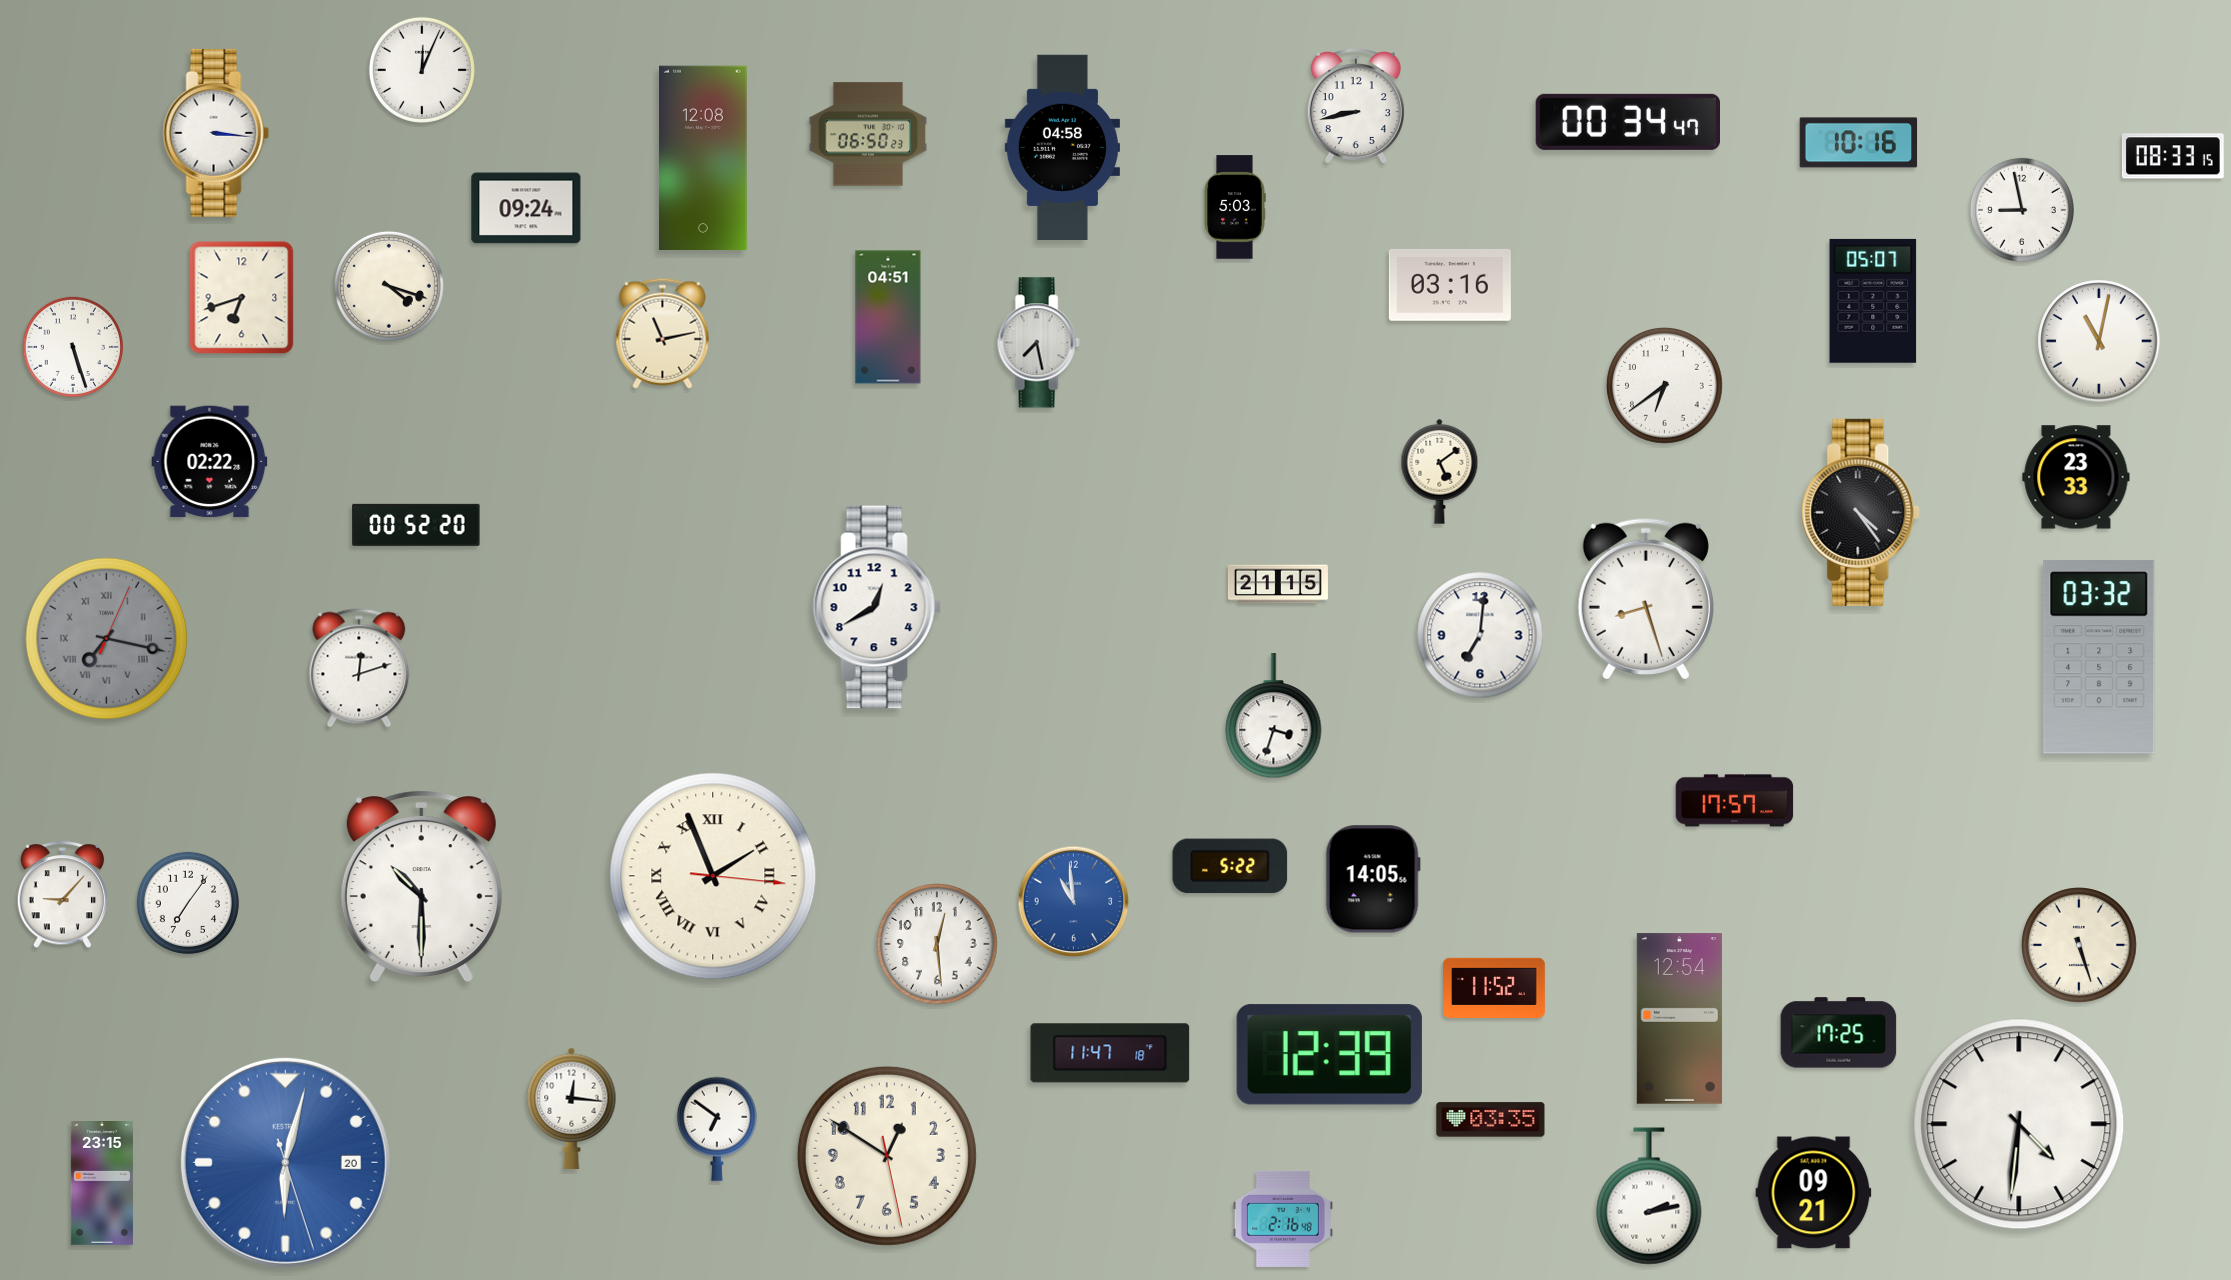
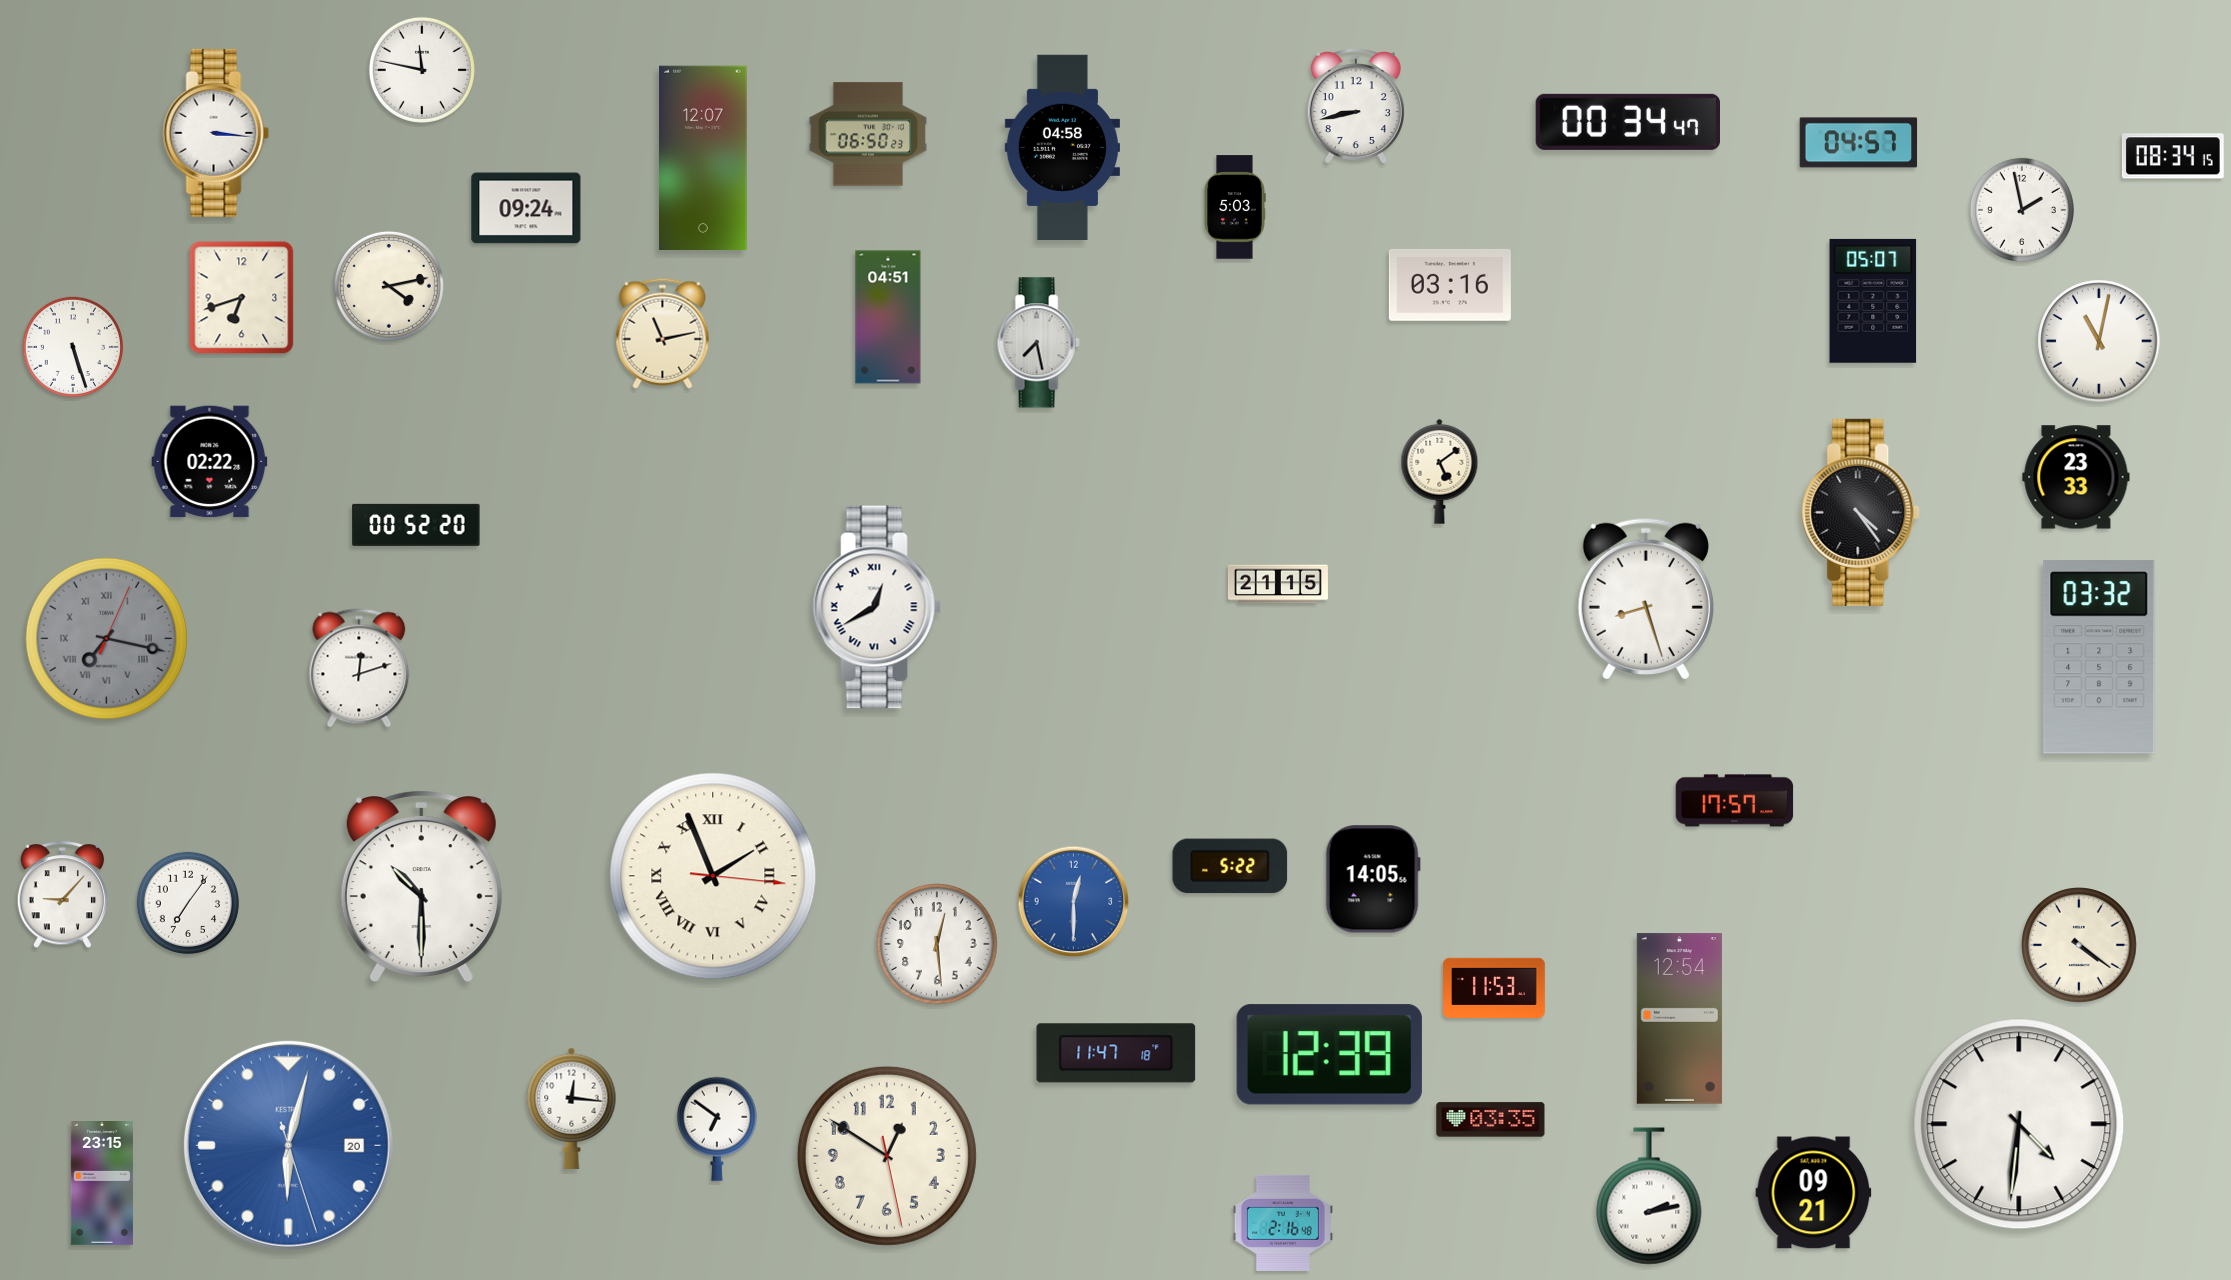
clock at (422, 70): 12:04 -> 11:47
clock at (1859, 143): 10:16 -> 04:57
clock at (2173, 156): 08:33 -> 08:34
clock at (703, 158): 12:08 -> 12:07
clock at (2022, 210): 8:58 -> 1:58
clock at (389, 286): 4:18 -> 4:13
clock at (1665, 386): 6:39 -> none
clock at (877, 607) numerals: Arabic -> Roman
clock at (1480, 635): 7:01 -> none
clock at (1274, 717): 3:33 -> none
clock at (1074, 902): 10:59 -> 12:30
clock at (2080, 946): 5:27 -> 4:21
clock at (1495, 988): 11:52 -> 11:53
clock at (1839, 1033): 17:25 -> none
clock at (1110, 1053) position: (1110, 1053) -> (1116, 1053)
clock at (285, 1162) position: (285, 1162) -> (288, 1145)
clock at (1283, 1219) position: (1283, 1219) -> (1283, 1223)
